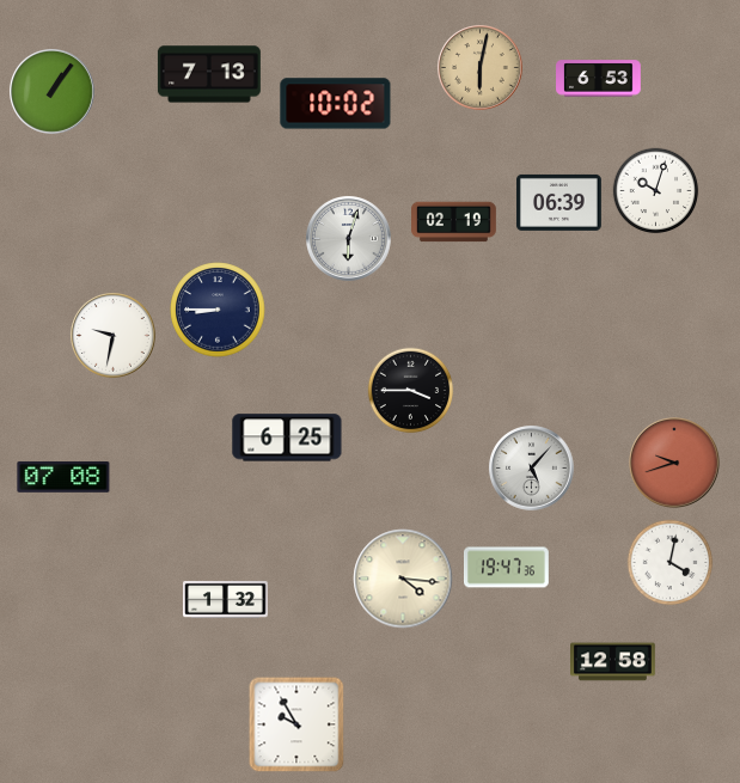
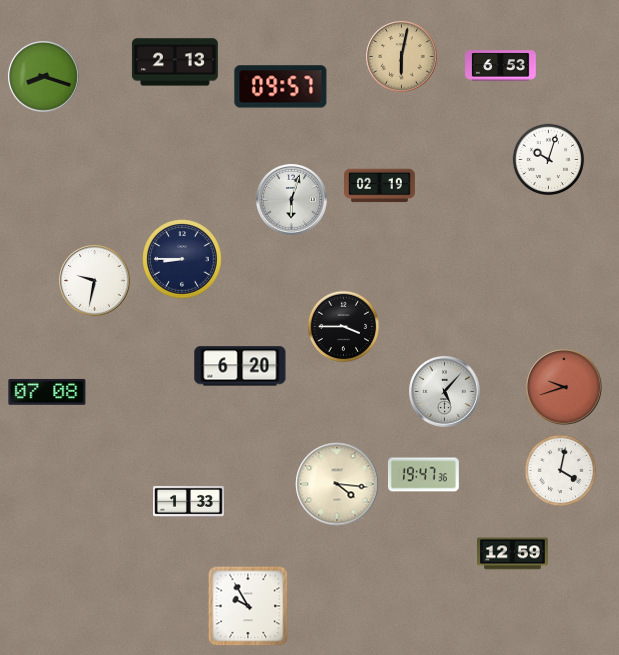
clock at (209, 74): 7:13 -> 2:13
clock at (53, 92): 1:06 -> 8:18
clock at (336, 104): 10:02 -> 09:57
clock at (559, 202): 06:39 -> none
clock at (287, 438): 6:25 -> 6:20
clock at (63, 477) position: (63, 477) -> (47, 392)
clock at (226, 600): 1:32 -> 1:33
clock at (613, 662): 12:58 -> 12:59
